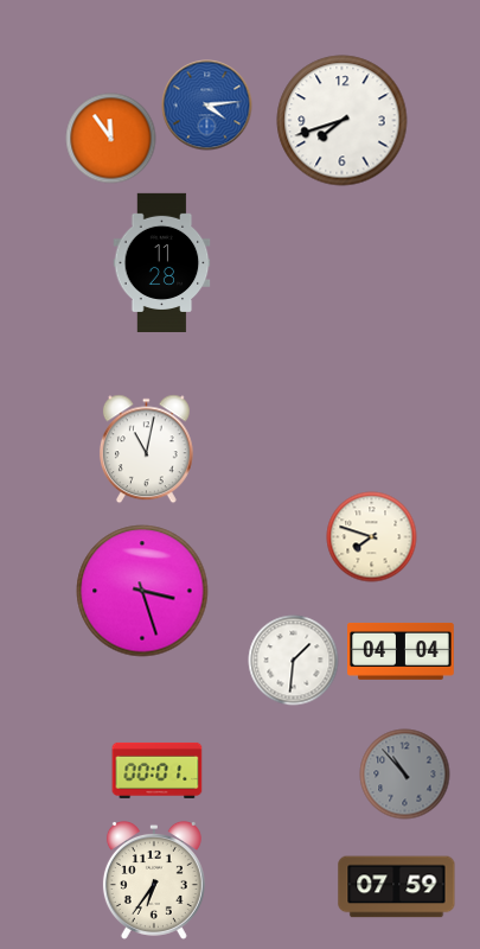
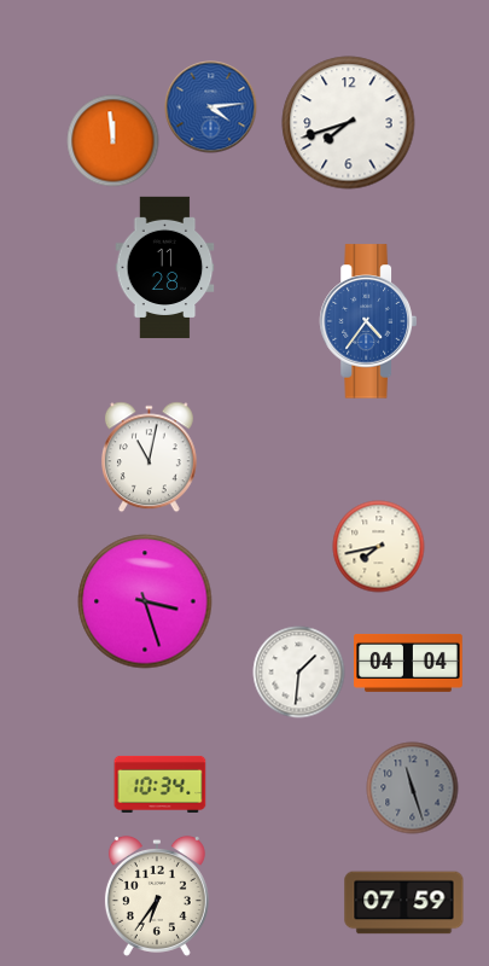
clock at (111, 139): 11:54 -> 11:59
clock at (367, 321): none -> 4:36
clock at (372, 537): 7:48 -> 7:43
clock at (158, 770): 00:01 -> 10:34
clock at (405, 775): 10:53 -> 11:27
